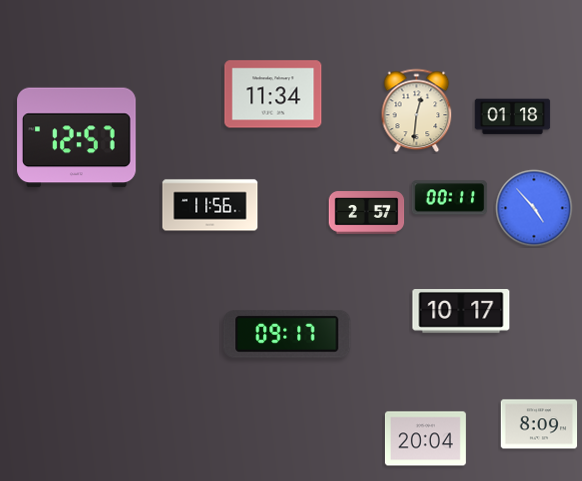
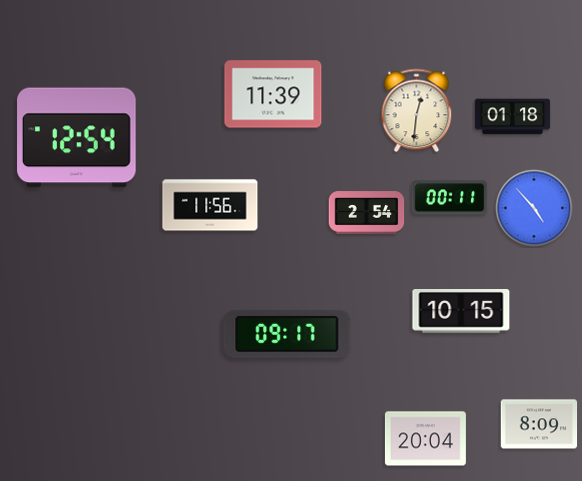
clock at (273, 94): 11:34 -> 11:39
clock at (77, 138): 12:57 -> 12:54
clock at (367, 213): 2:57 -> 2:54
clock at (461, 312): 10:17 -> 10:15
